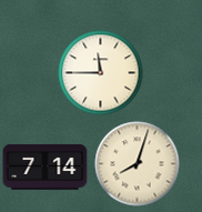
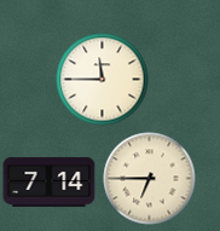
clock at (101, 73) position: (101, 73) -> (103, 80)
clock at (138, 164): 8:03 -> 6:45
